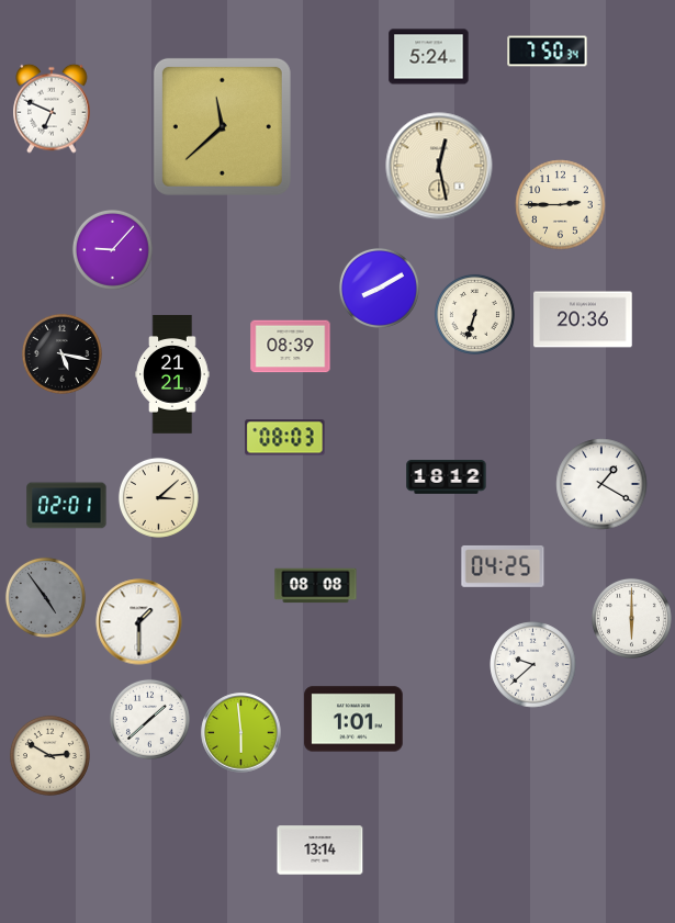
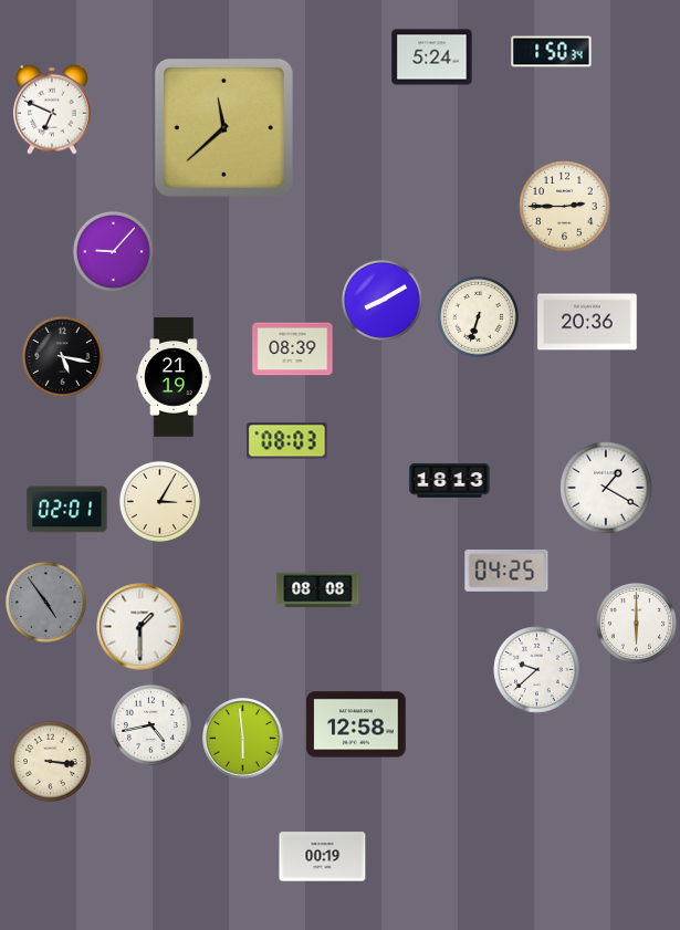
clock at (548, 52): 7:50 -> 1:50
clock at (439, 166): 12:28 -> none
clock at (379, 288) position: (379, 288) -> (381, 300)
clock at (172, 374): 21:21 -> 21:19
clock at (447, 477): 18:12 -> 18:13
clock at (158, 497): 3:08 -> 3:05
clock at (149, 719): 1:38 -> 4:43
clock at (353, 719): 1:01 -> 12:58
clock at (49, 755): 2:50 -> 3:16
clock at (320, 851): 13:14 -> 00:19
